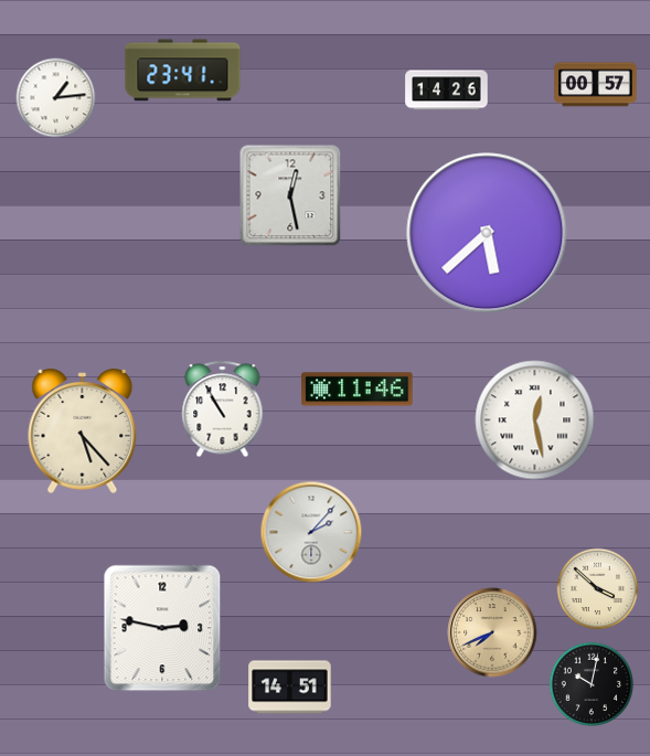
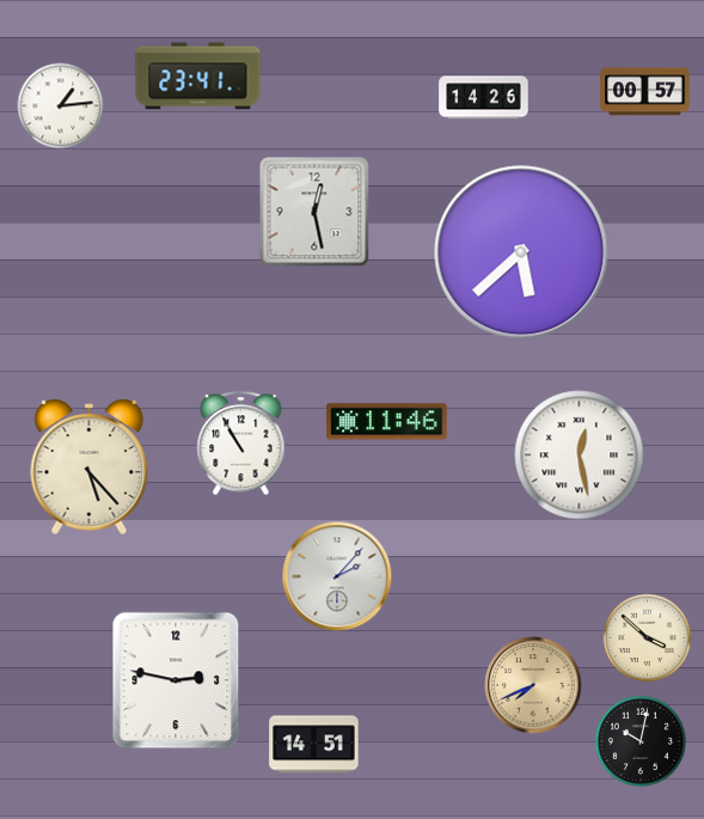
clock at (487, 233) position: (487, 233) -> (521, 252)
